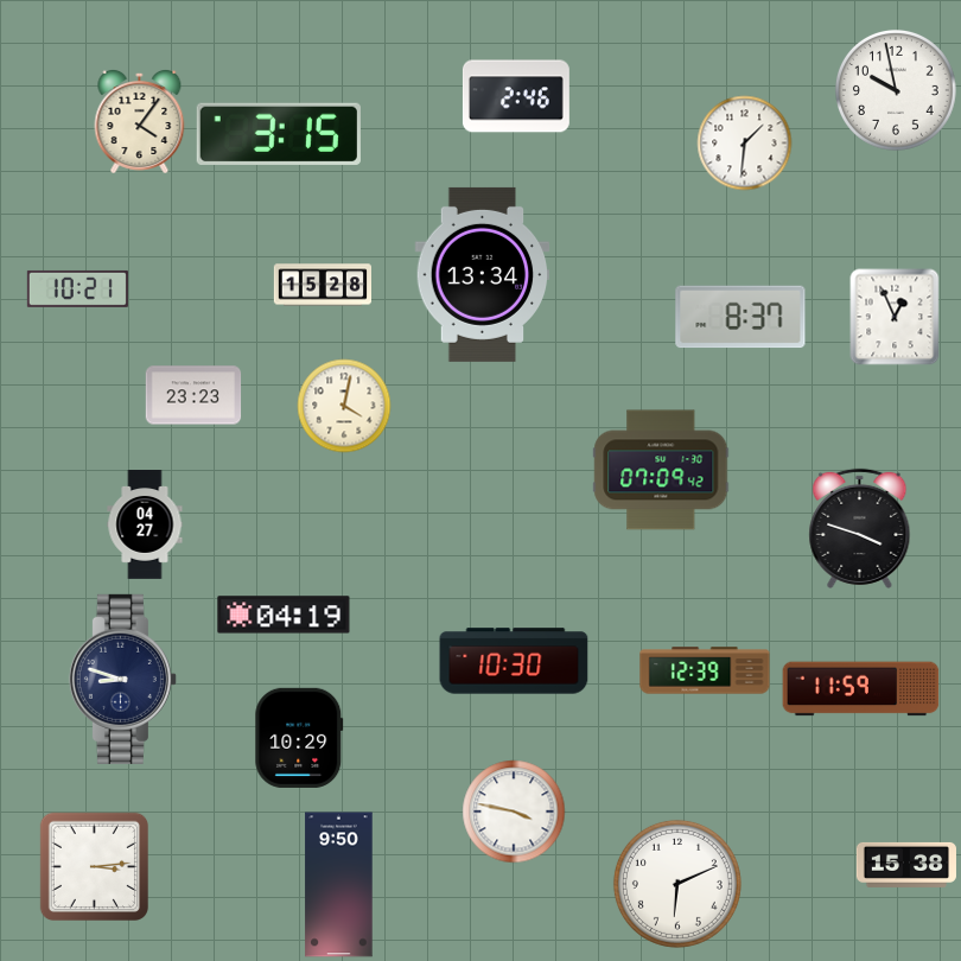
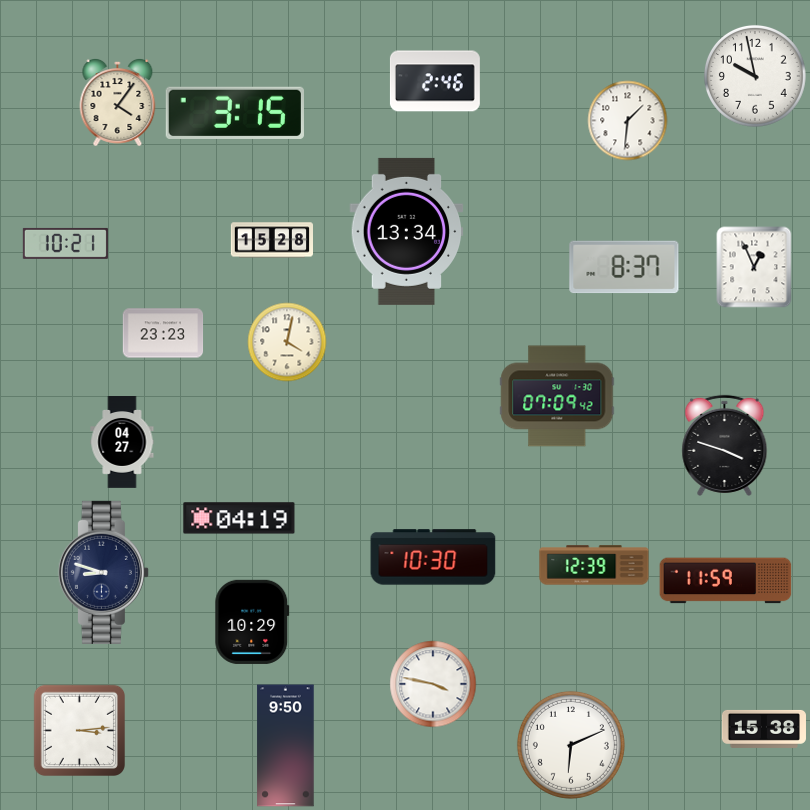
clock at (344, 406) position: (344, 406) -> (287, 342)
